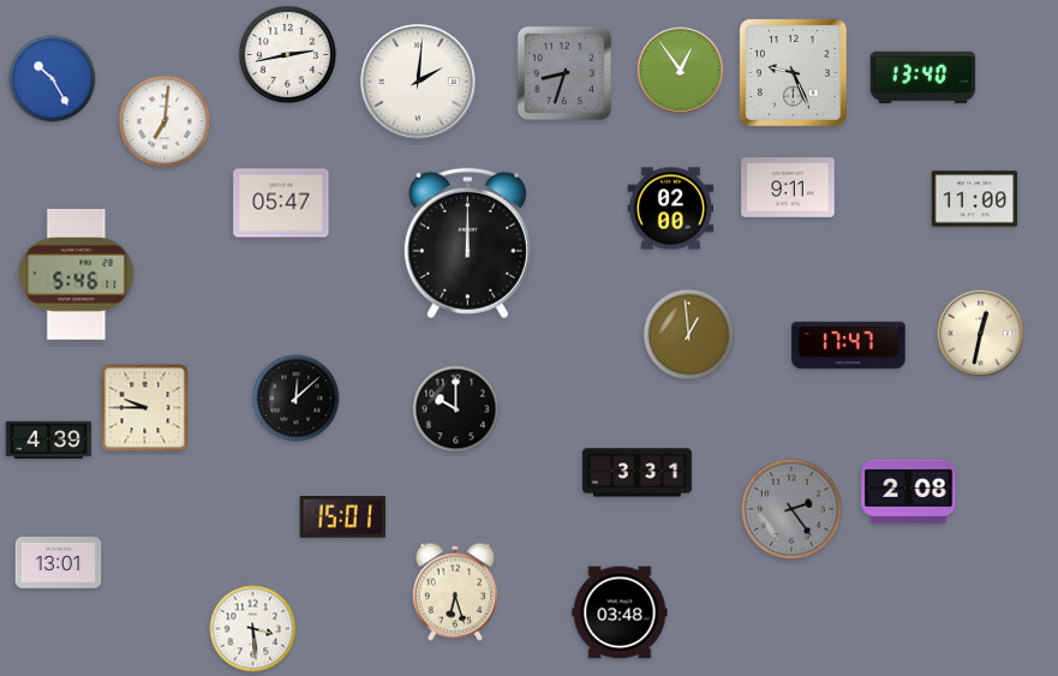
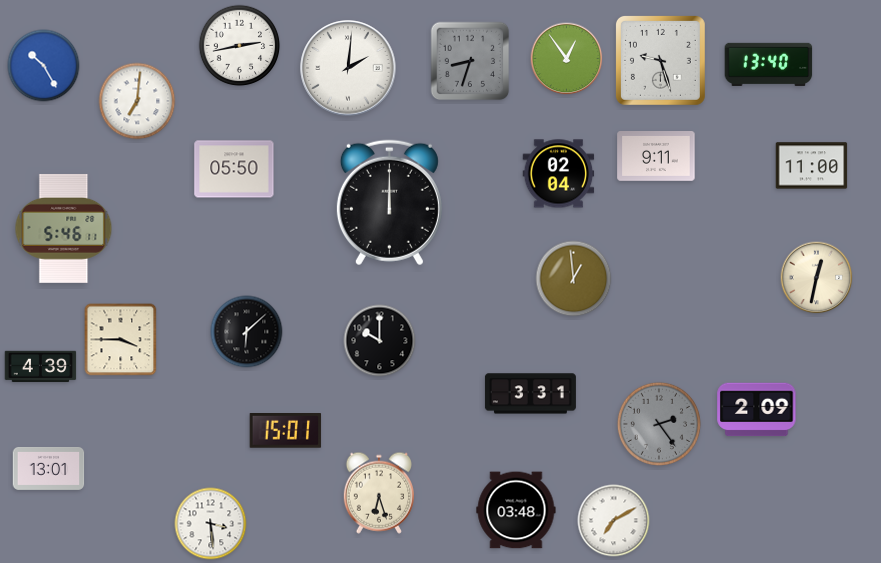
clock at (793, 72): 9:26 -> 9:27
clock at (281, 203): 05:47 -> 05:50
clock at (671, 209): 02:00 -> 02:04
clock at (849, 345): 17:47 -> none
clock at (297, 399): 12:08 -> 6:08
clock at (145, 408): 9:45 -> 3:45
clock at (909, 492): 2:08 -> 2:09
clock at (614, 521): none -> 7:10
